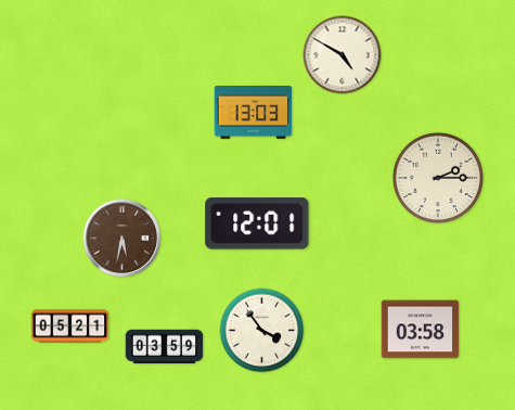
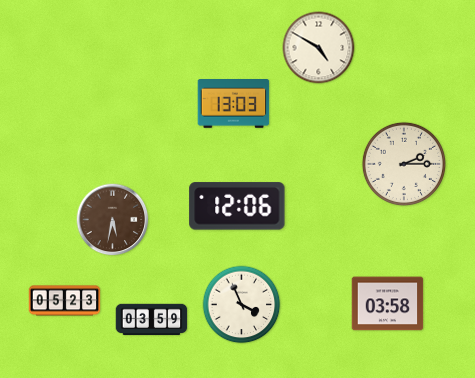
clock at (343, 55) position: (343, 55) -> (319, 48)
clock at (257, 223): 12:01 -> 12:06
clock at (70, 326): 05:21 -> 05:23
clock at (262, 331): 3:54 -> 3:56
